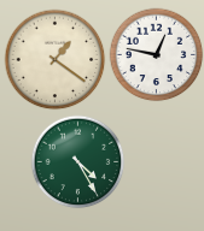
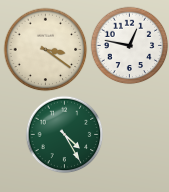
clock at (54, 59): 1:21 -> 3:21
